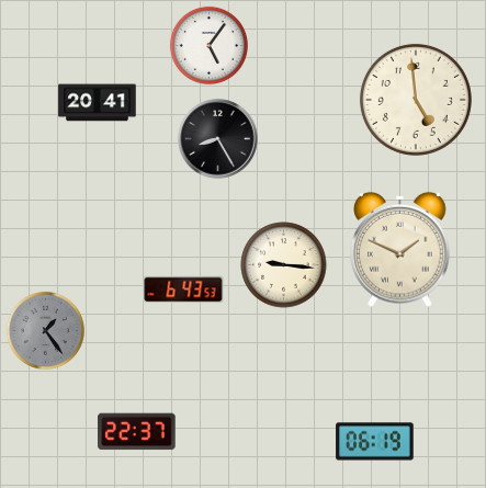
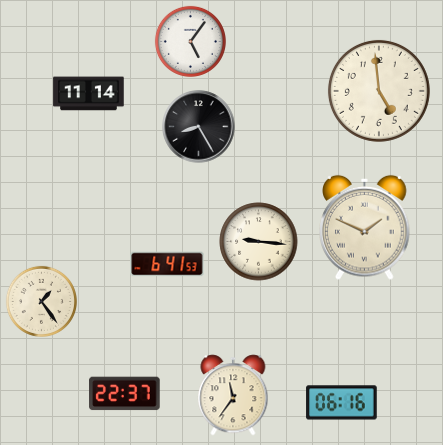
clock at (98, 103): 20:41 -> 11:14
clock at (183, 290): 6:43 -> 6:41
clock at (45, 330) dial: grey -> cream
clock at (233, 395): none -> 11:36
clock at (375, 442): 06:19 -> 06:16
